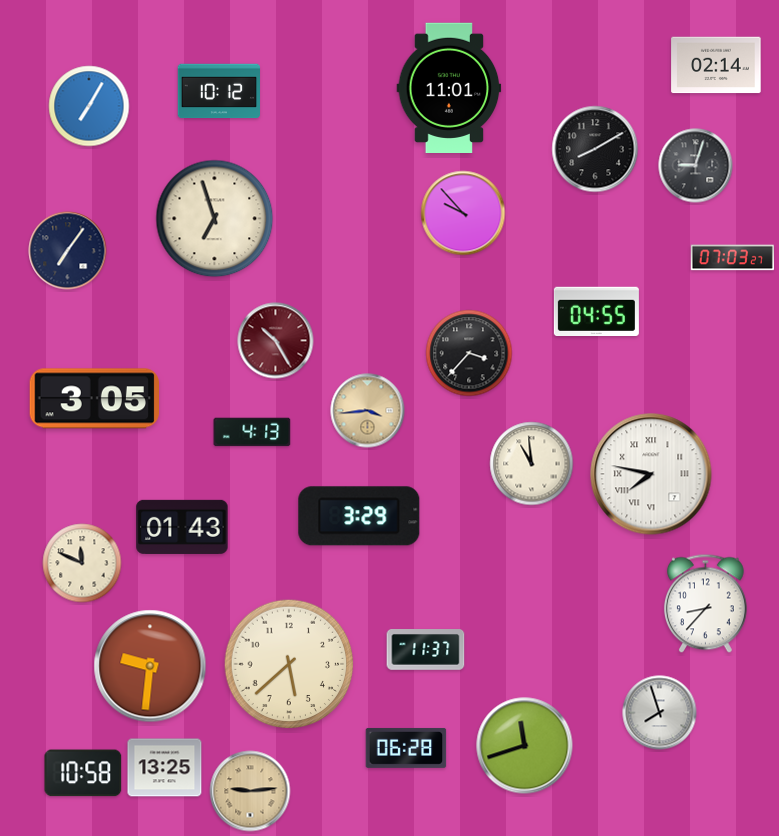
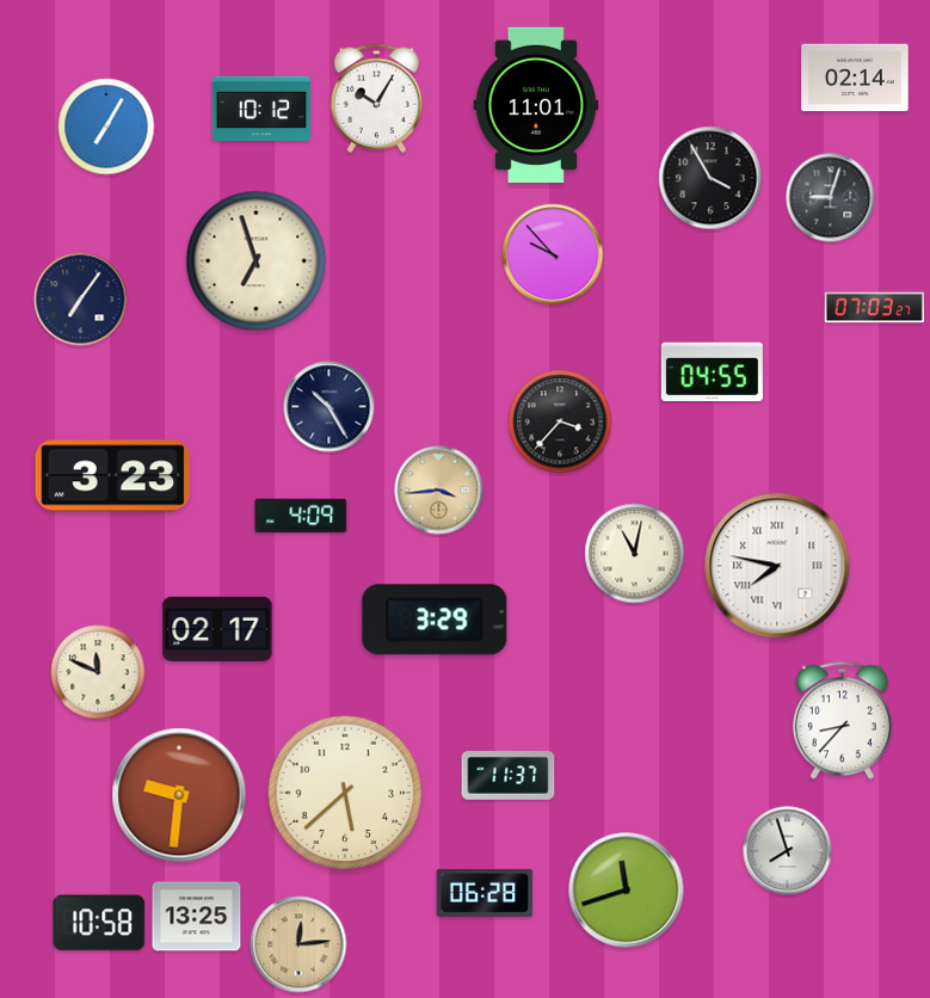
clock at (376, 98): none -> 10:05
clock at (595, 149): 8:10 -> 3:55
clock at (276, 341) dial: burgundy -> navy
clock at (94, 399): 3:05 -> 3:23
clock at (252, 432): 4:13 -> 4:09
clock at (532, 464): 10:59 -> 11:02
clock at (359, 516) position: (359, 516) -> (435, 620)
clock at (182, 527): 01:43 -> 02:17
clock at (250, 791): 9:14 -> 12:14
